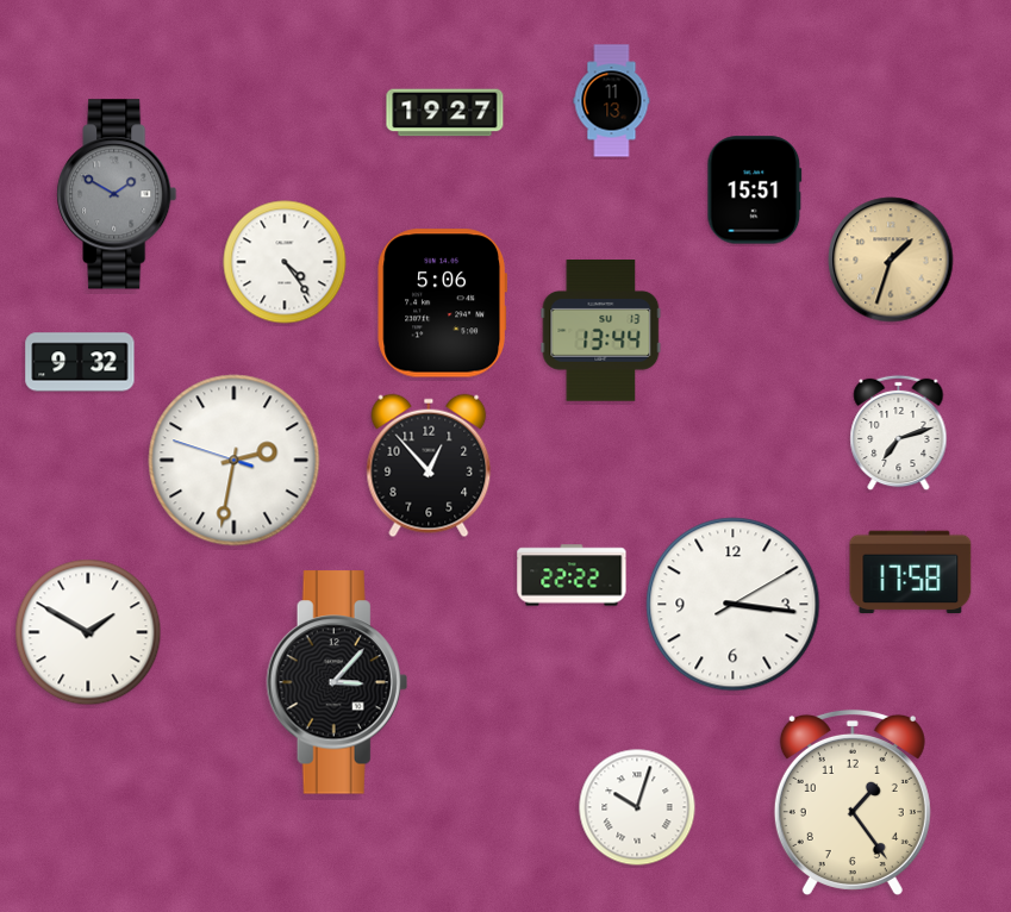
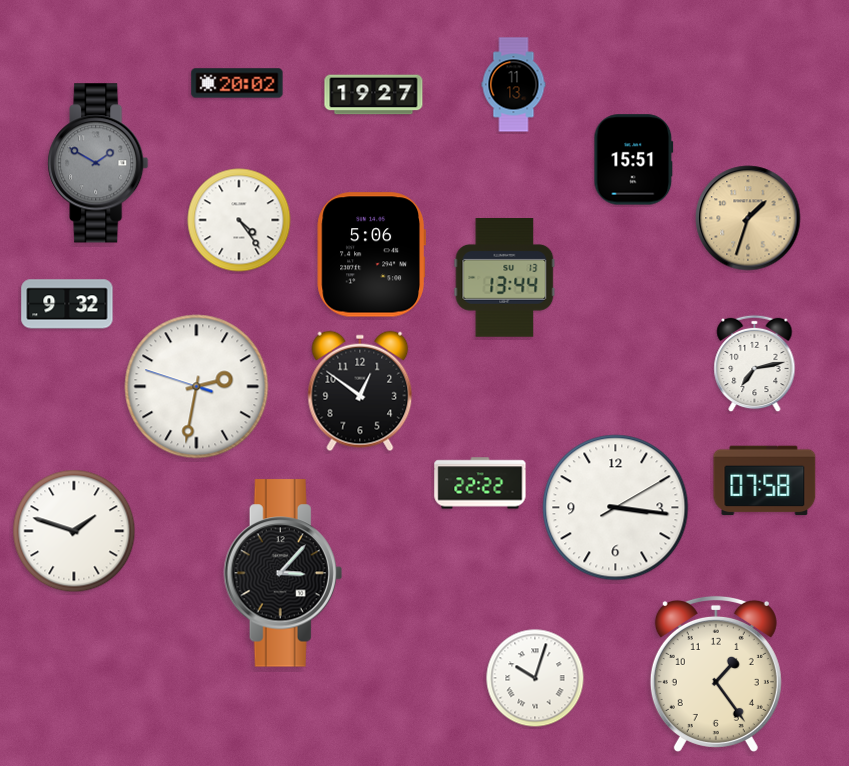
clock at (237, 83): none -> 20:02
clock at (899, 433): 7:12 -> 7:13
clock at (429, 466): 12:53 -> 12:51
clock at (911, 573): 17:58 -> 07:58
clock at (88, 632): 1:50 -> 1:48
